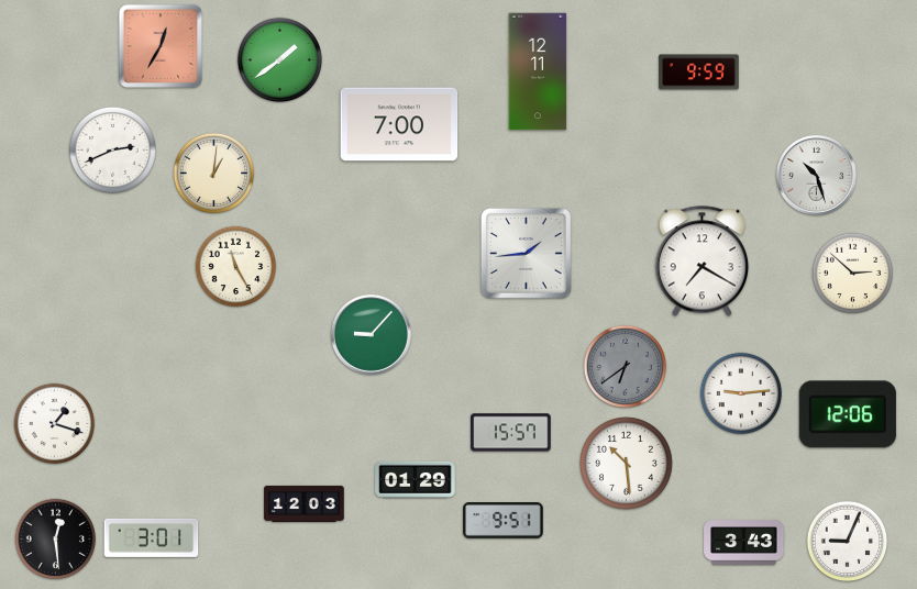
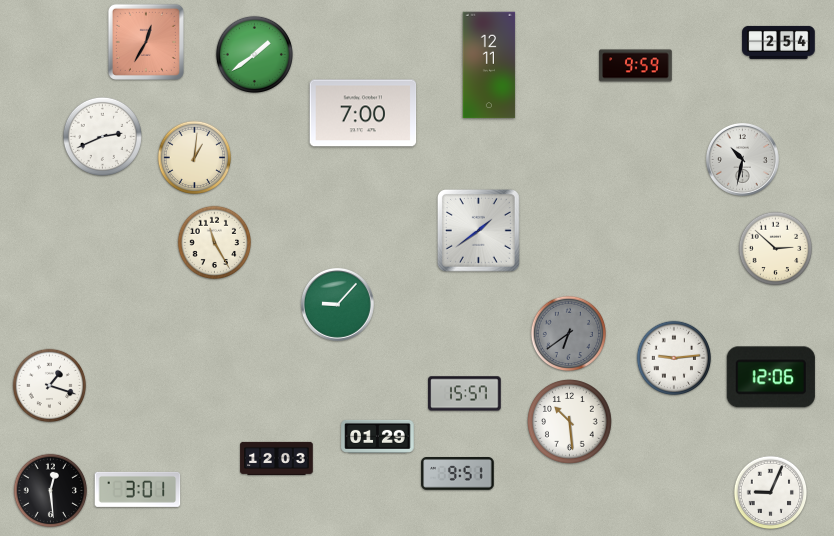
clock at (779, 42): none -> 2:54
clock at (816, 175): 10:27 -> 10:32
clock at (526, 253): 1:44 -> 1:39
clock at (701, 262): 7:20 -> none
clock at (744, 543): 3:43 -> none
